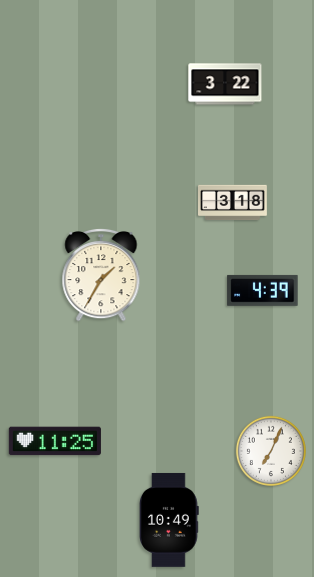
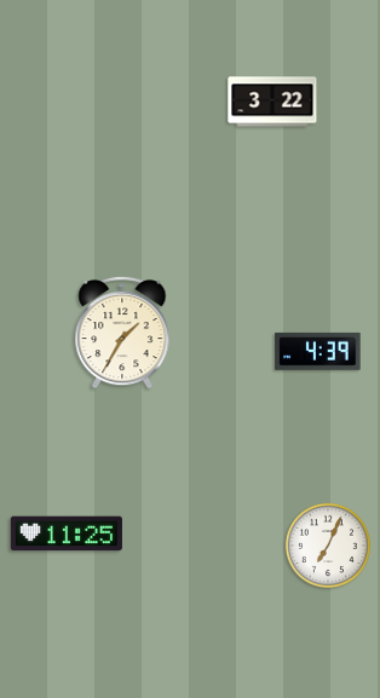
clock at (233, 203): 3:18 -> none
clock at (170, 520): 10:49 -> none
